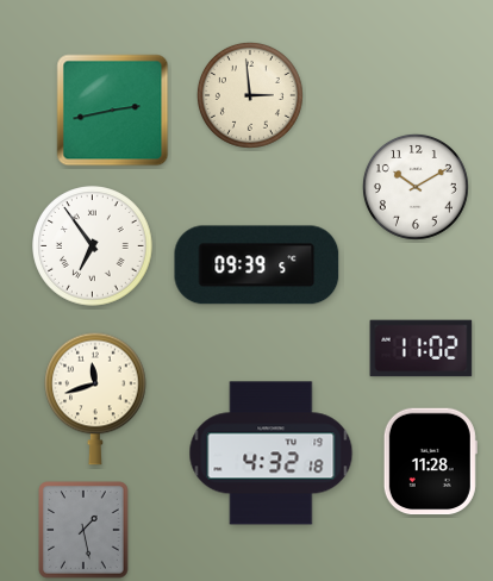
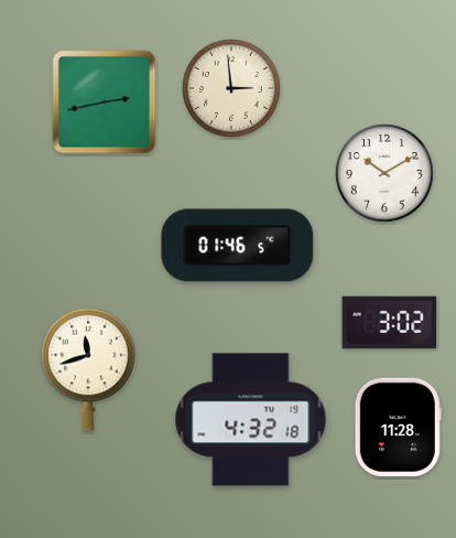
clock at (93, 246): 6:54 -> none
clock at (257, 265): 09:39 -> 01:46
clock at (422, 349): 11:02 -> 3:02
clock at (83, 530): 1:28 -> none
